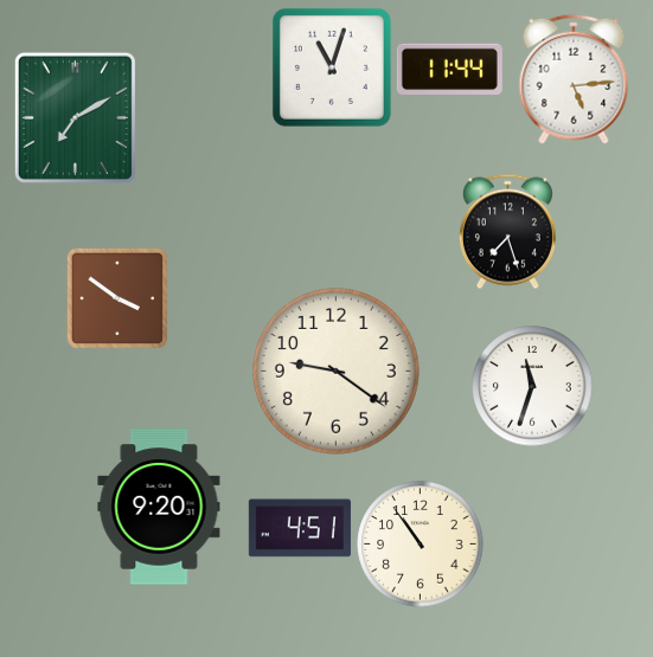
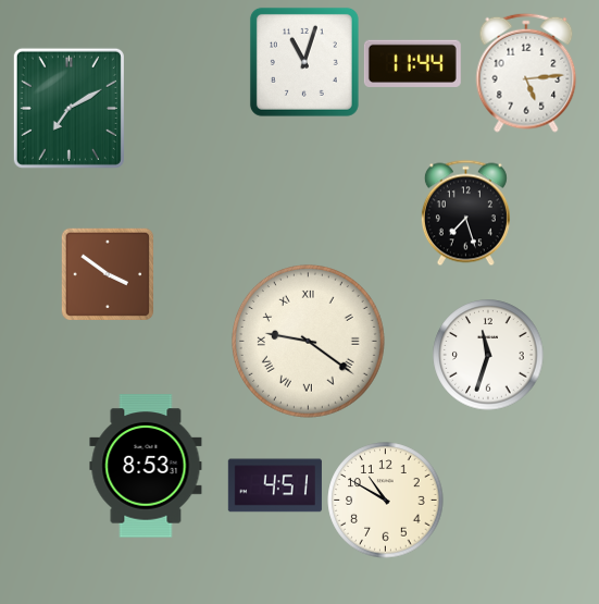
clock at (335, 371) numerals: Arabic -> Roman
clock at (159, 507): 9:20 -> 8:53
clock at (421, 545): 10:54 -> 10:50
